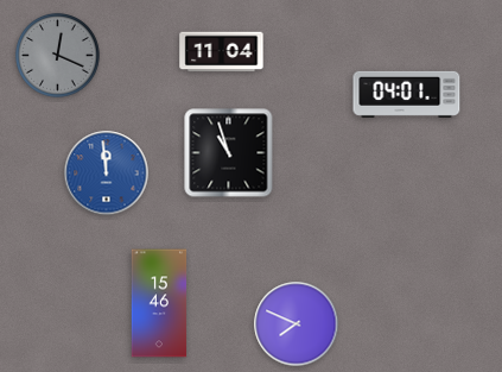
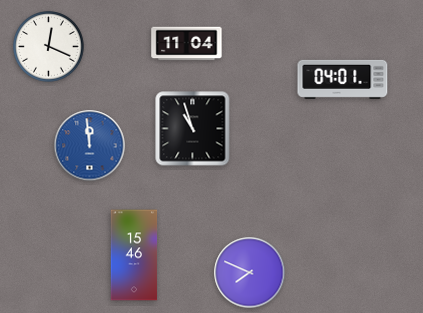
clock at (58, 56) dial: grey -> white
